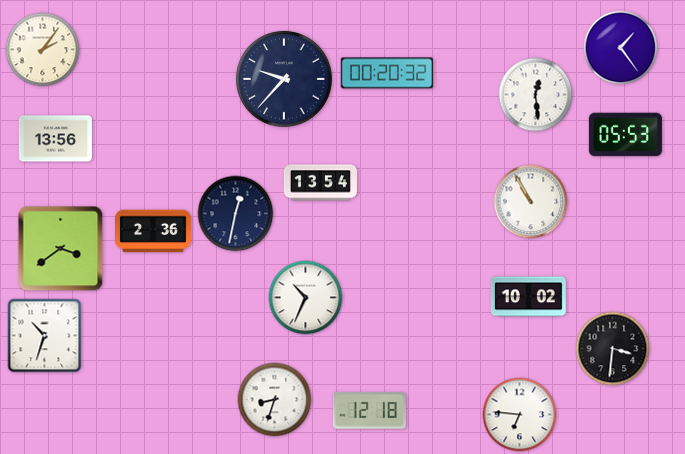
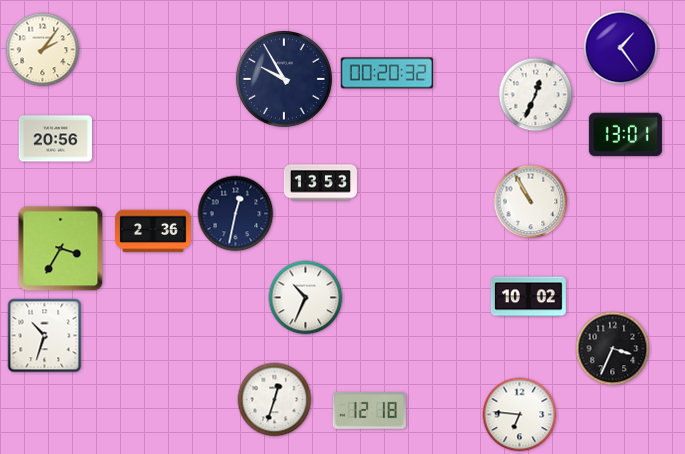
clock at (284, 79): 9:37 -> 9:55
clock at (536, 95): 12:29 -> 12:34
clock at (625, 135): 05:53 -> 13:01
clock at (55, 139): 13:56 -> 20:56
clock at (320, 183): 13:54 -> 13:53
clock at (61, 249): 3:39 -> 3:35
clock at (613, 349): 3:31 -> 3:34
clock at (275, 400): 8:33 -> 12:33
